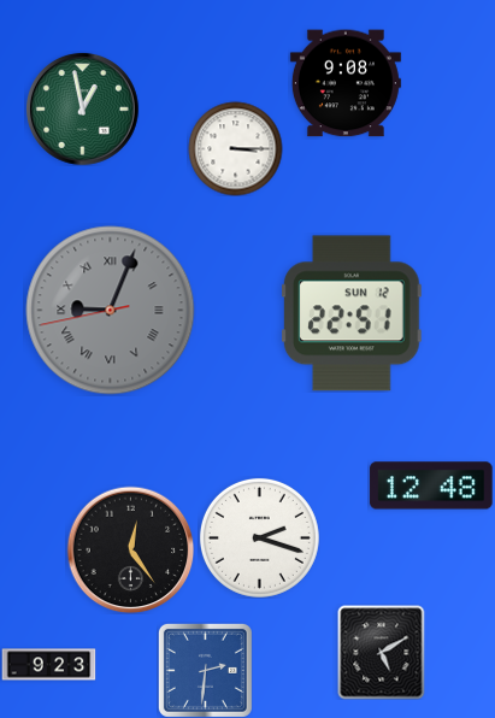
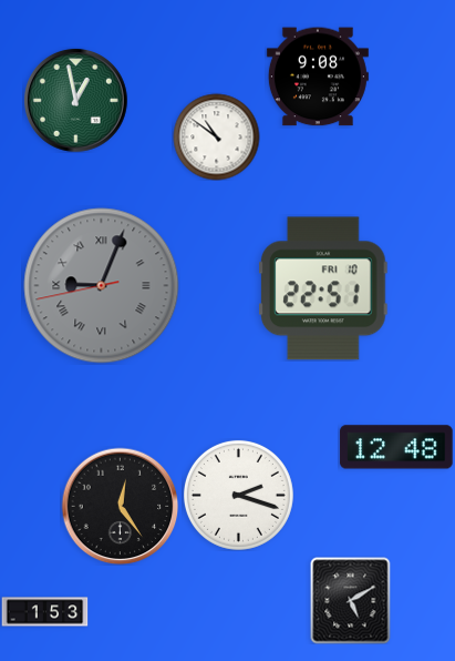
clock at (235, 148): 3:15 -> 10:51
clock at (353, 313) date: SUN 12 -> FRI 10
clock at (48, 665): 9:23 -> 1:53
clock at (205, 670): 2:31 -> none
